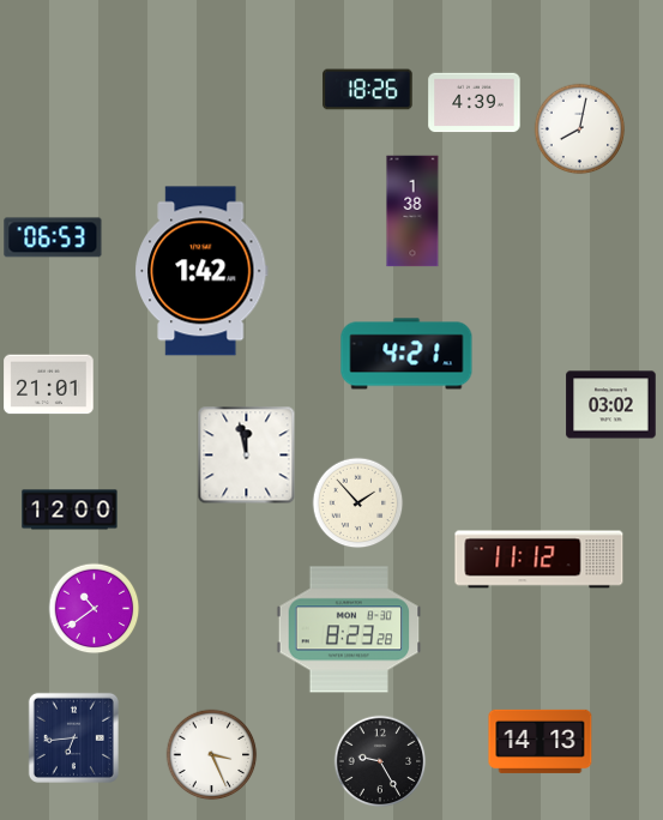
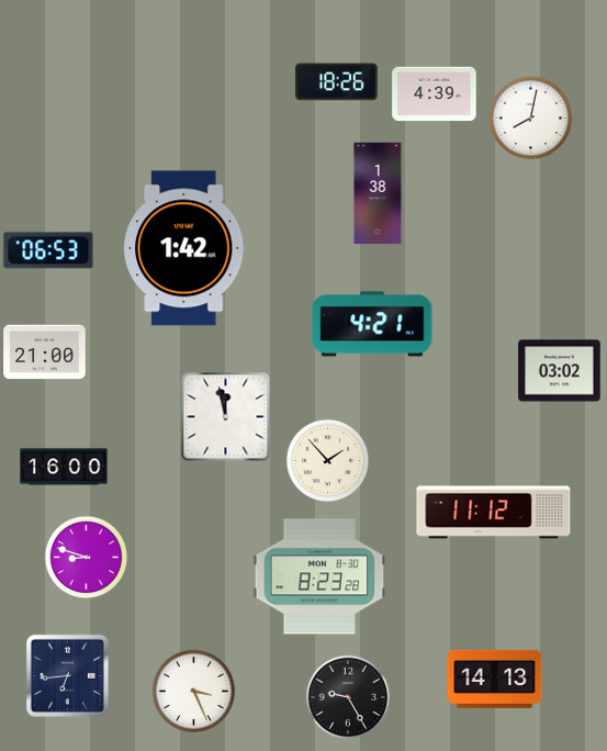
clock at (53, 237) position: (53, 237) -> (48, 250)
clock at (49, 385): 21:01 -> 21:00
clock at (70, 510): 12:00 -> 16:00
clock at (95, 609): 10:39 -> 8:48
